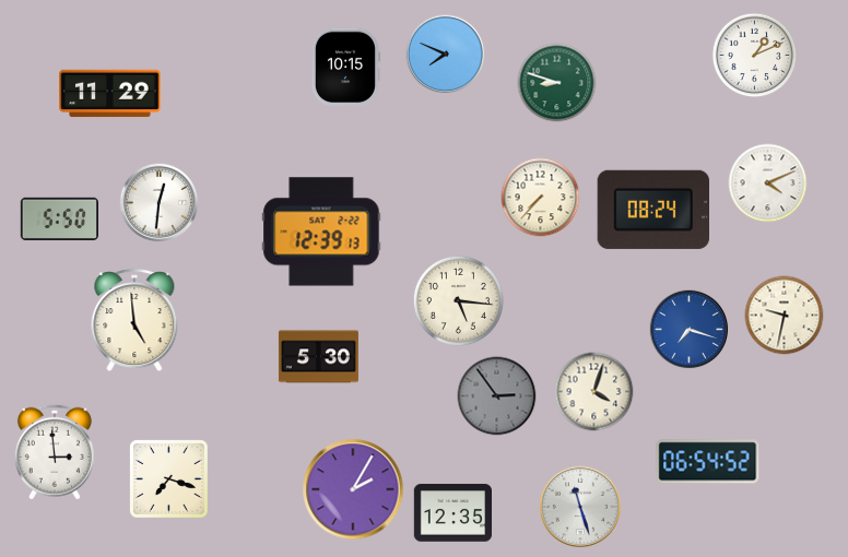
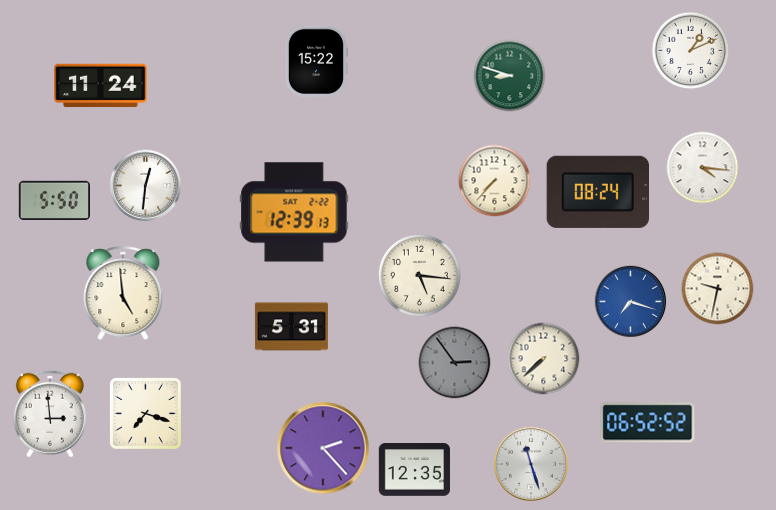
clock at (446, 55): 7:49 -> none
clock at (345, 67): 10:15 -> 15:22
clock at (110, 94): 11:29 -> 11:24
clock at (768, 183): 4:11 -> 4:16
clock at (318, 357): 5:30 -> 5:31
clock at (594, 392): 4:03 -> 7:38
clock at (708, 462): 06:54 -> 06:52
clock at (168, 478) position: (168, 478) -> (145, 413)
clock at (353, 489): 2:05 -> 2:23
